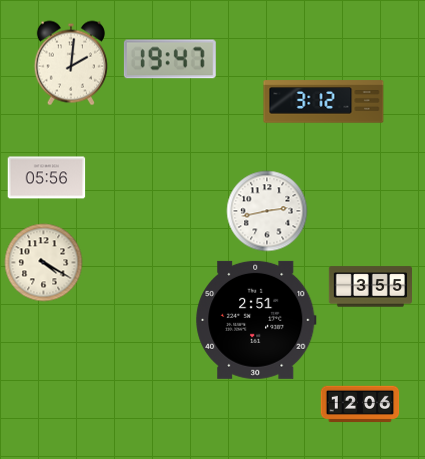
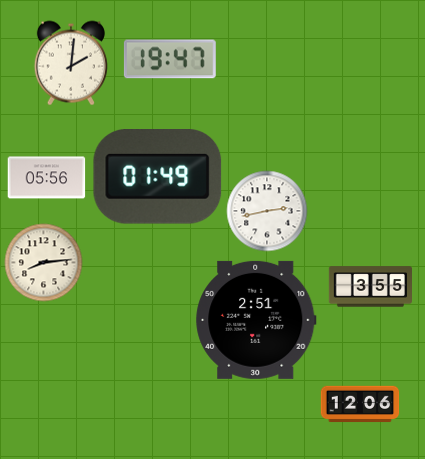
clock at (324, 102): 3:12 -> none
clock at (158, 177): none -> 01:49
clock at (43, 262): 4:20 -> 8:14
